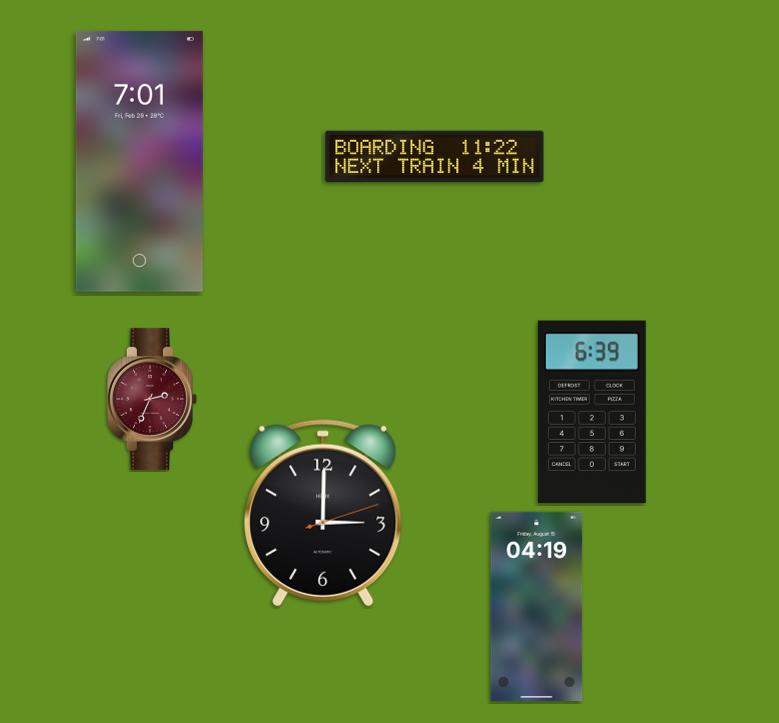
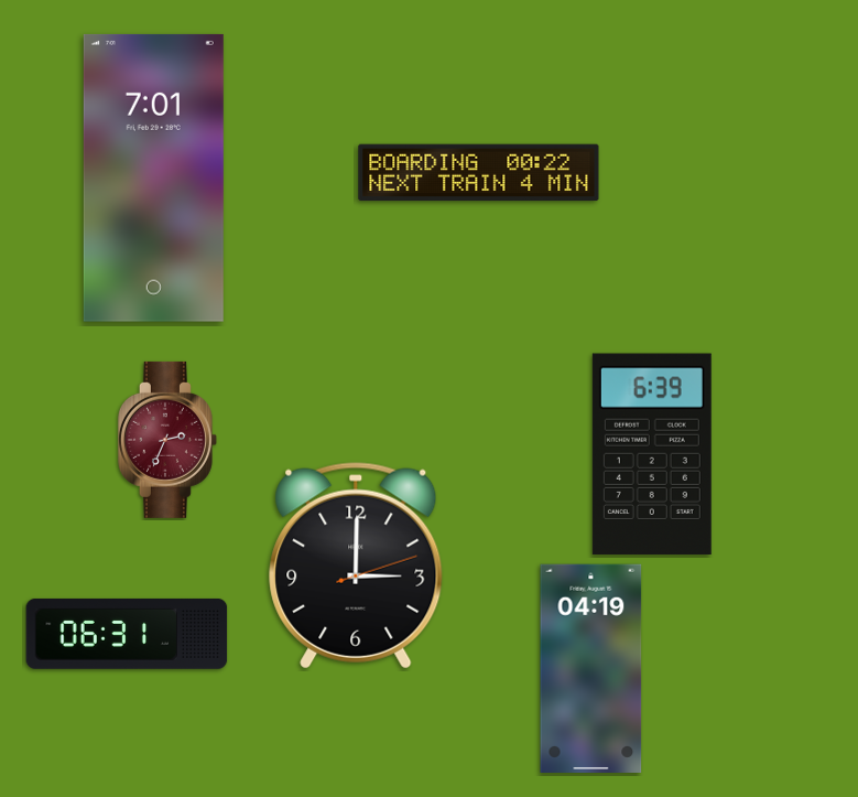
clock at (435, 157): 11:22 -> 00:22
clock at (127, 634): none -> 06:31
